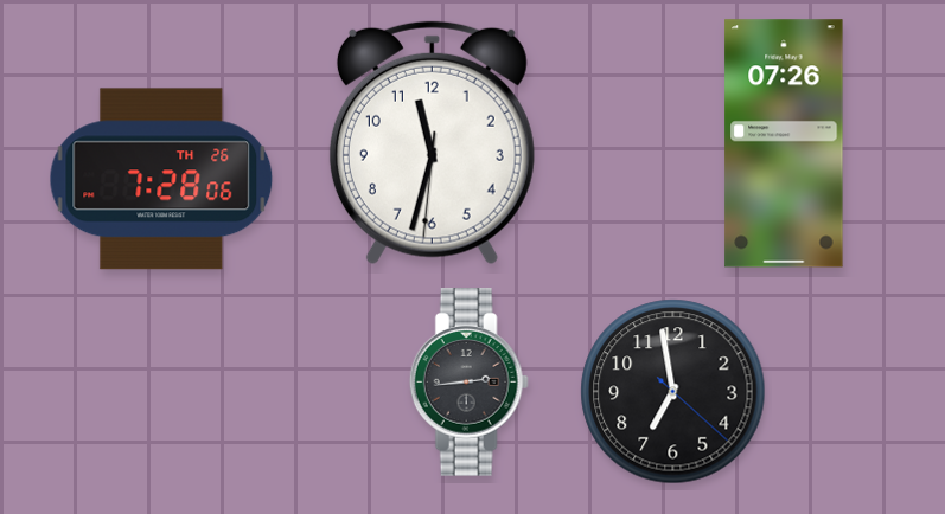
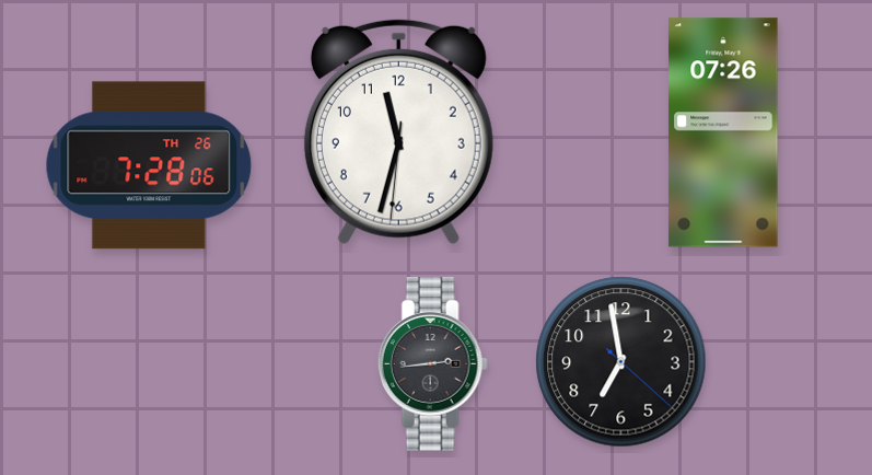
clock at (468, 383) position: (468, 383) -> (432, 364)
